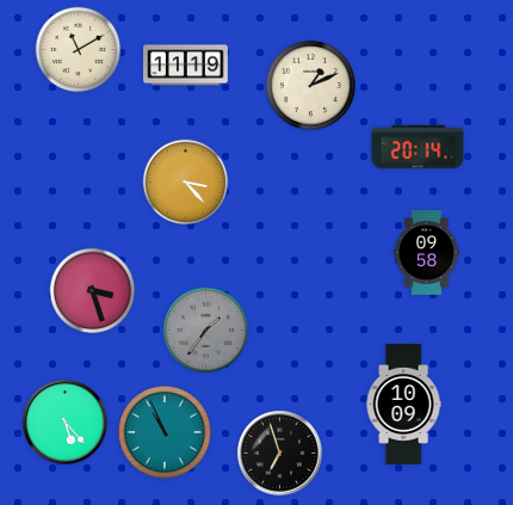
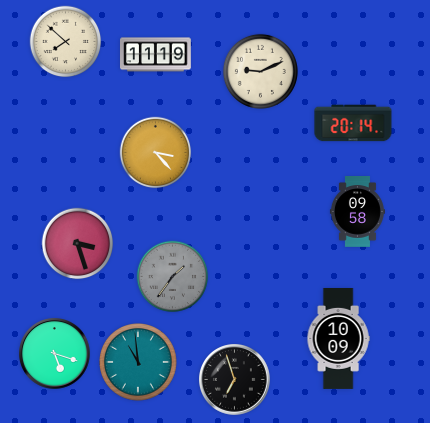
clock at (79, 50): 11:10 -> 7:52
clock at (310, 85): 1:11 -> 9:11
clock at (418, 147) position: (418, 147) -> (353, 123)
clock at (66, 423): 5:23 -> 5:18
clock at (166, 433): 10:56 -> 10:59
